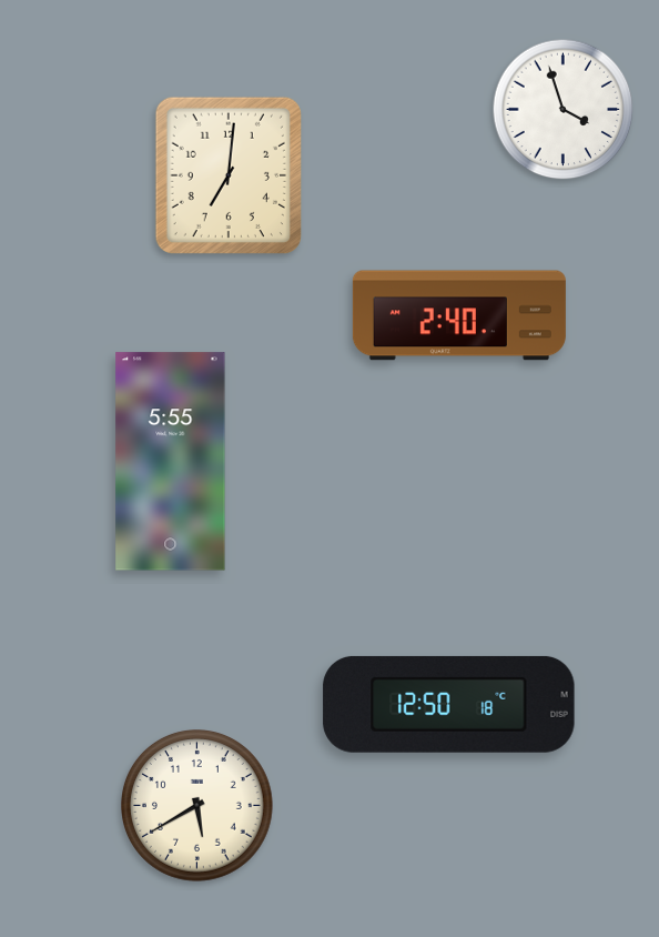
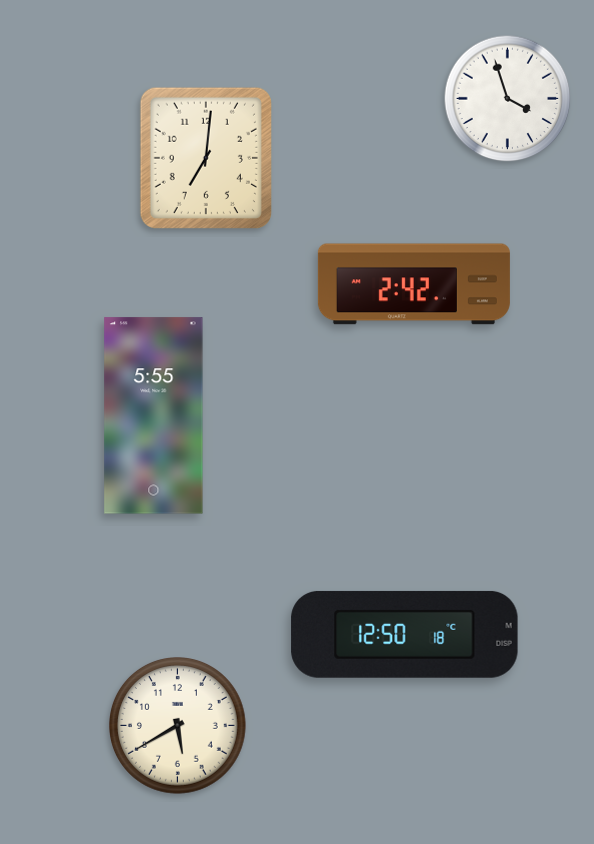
clock at (459, 315): 2:40 -> 2:42
